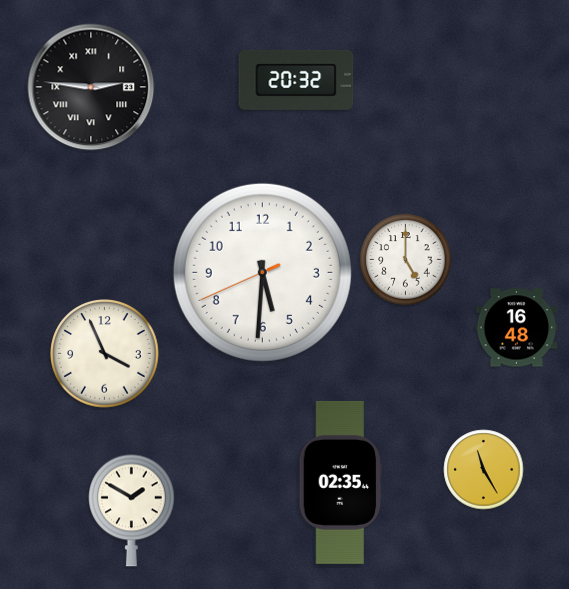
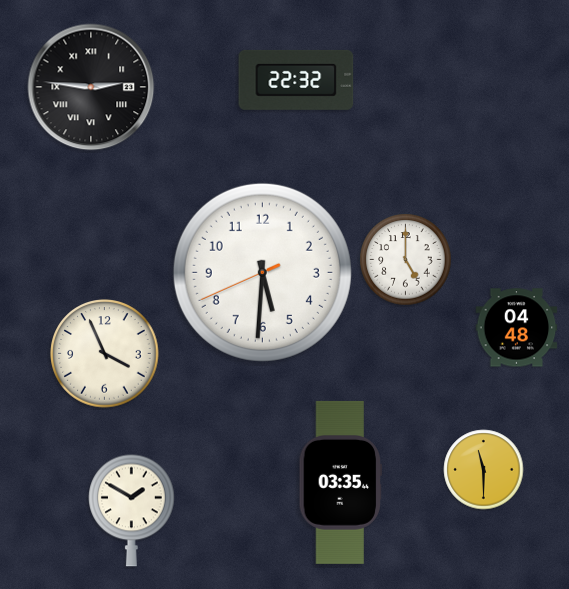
clock at (296, 80): 20:32 -> 22:32
clock at (517, 328): 16:48 -> 04:48
clock at (484, 470): 11:25 -> 11:30
clock at (340, 482): 02:35 -> 03:35
